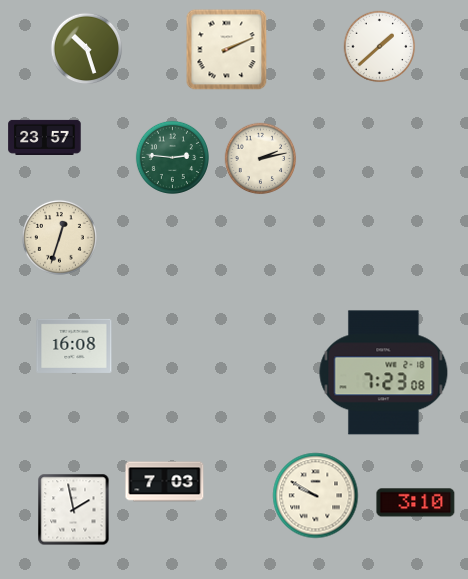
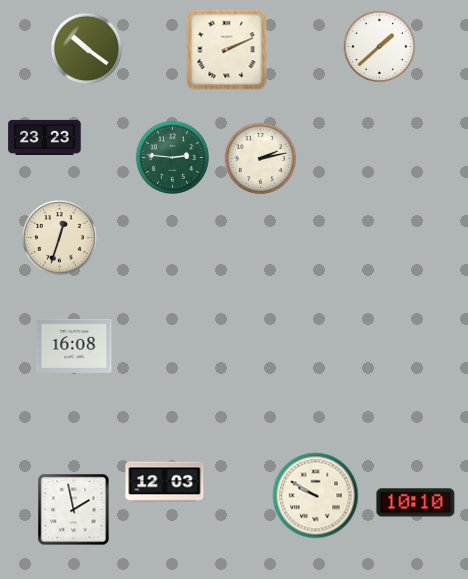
clock at (87, 49): 10:27 -> 10:21
clock at (45, 137): 23:57 -> 23:23
clock at (384, 373): 7:23 -> none
clock at (165, 482): 7:03 -> 12:03
clock at (416, 503): 3:10 -> 10:10
